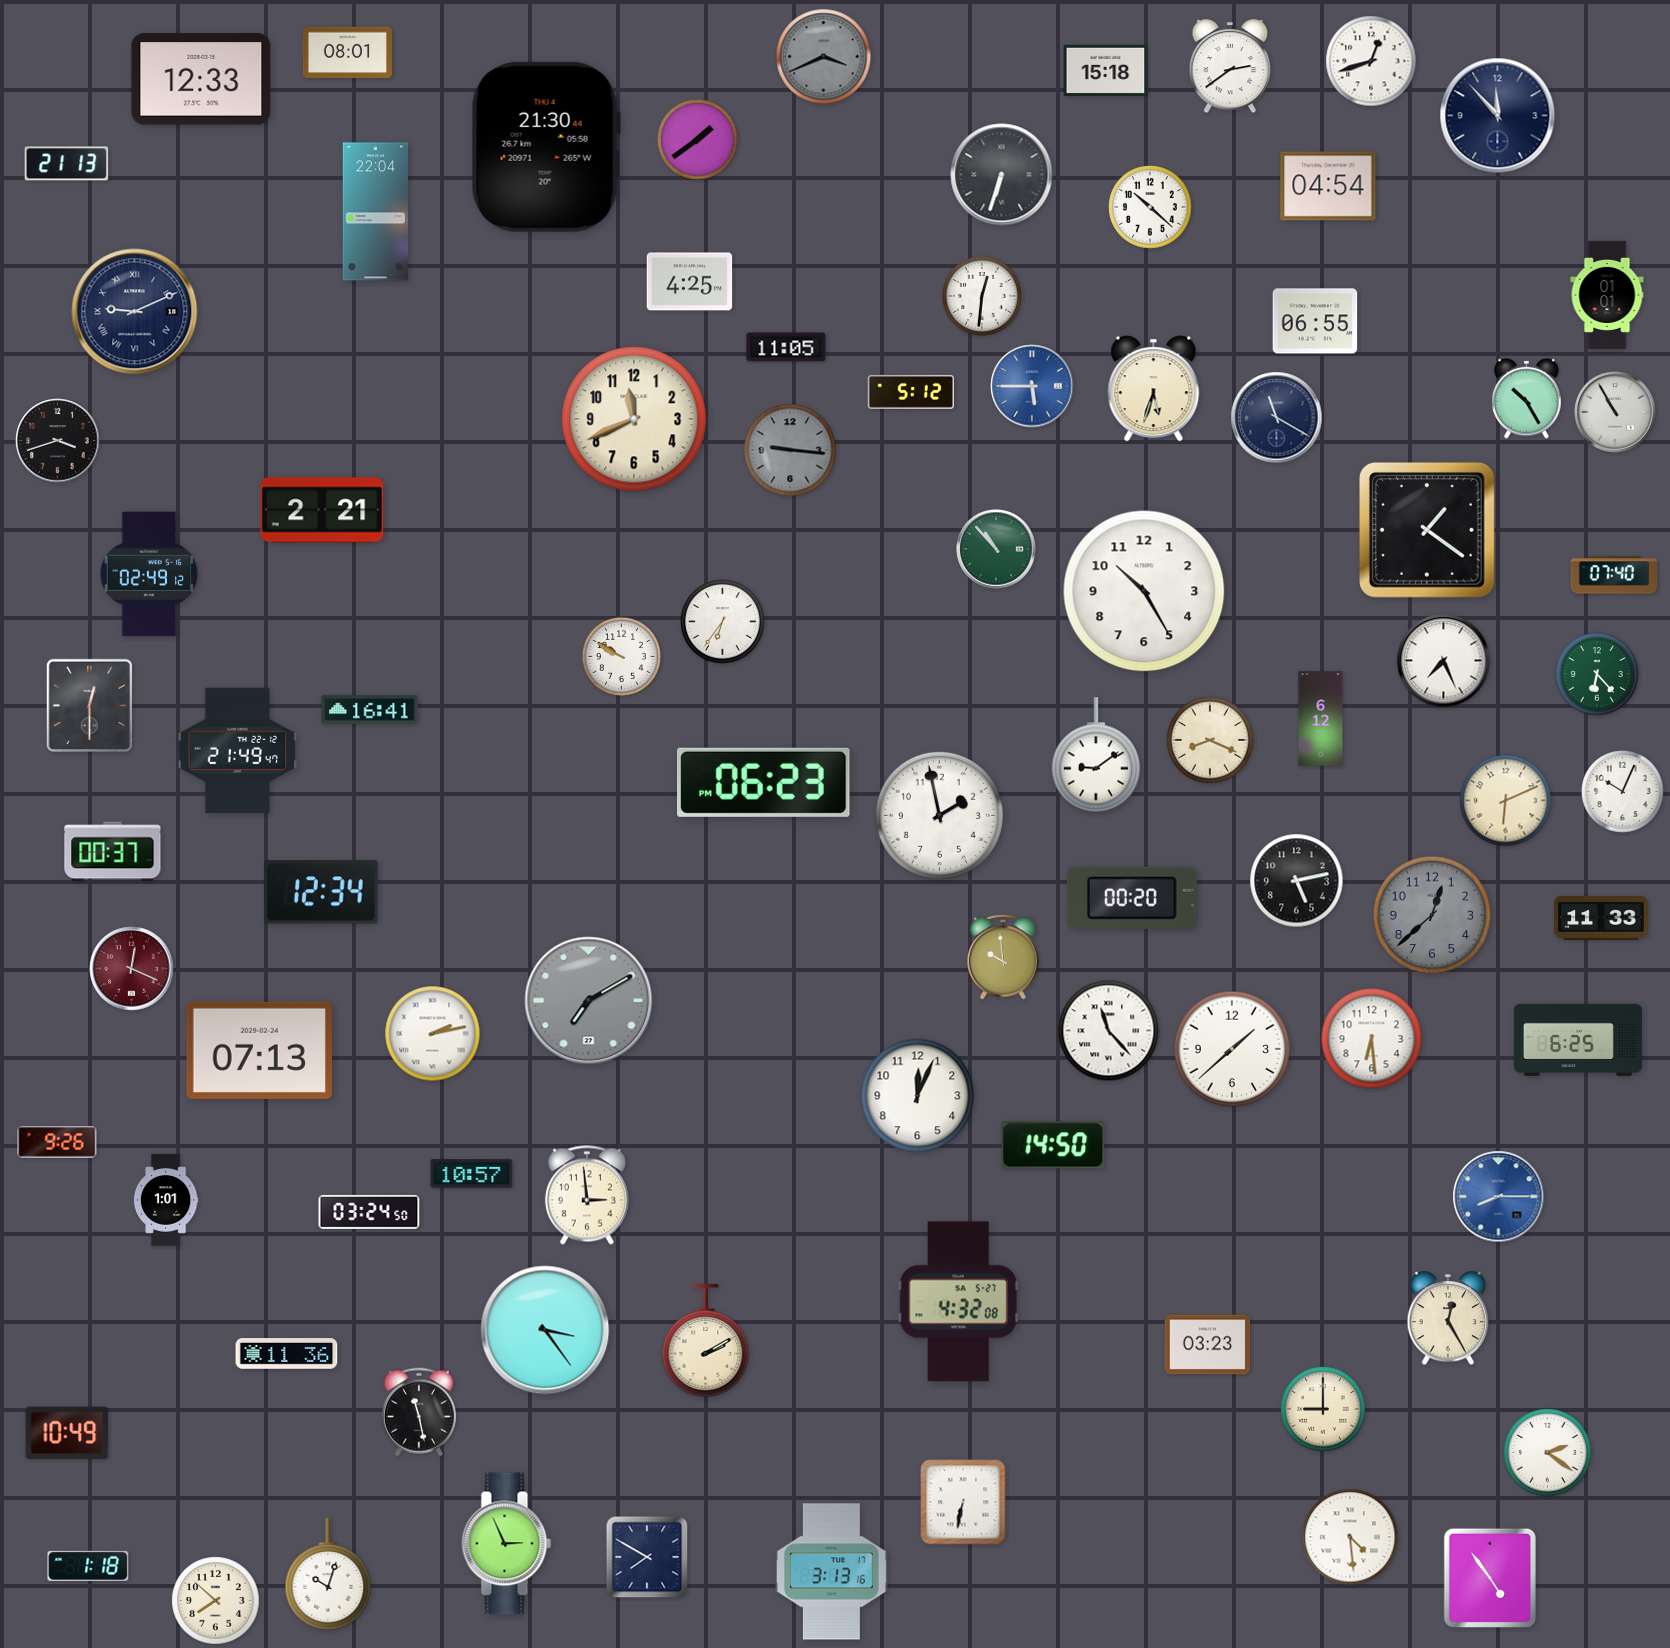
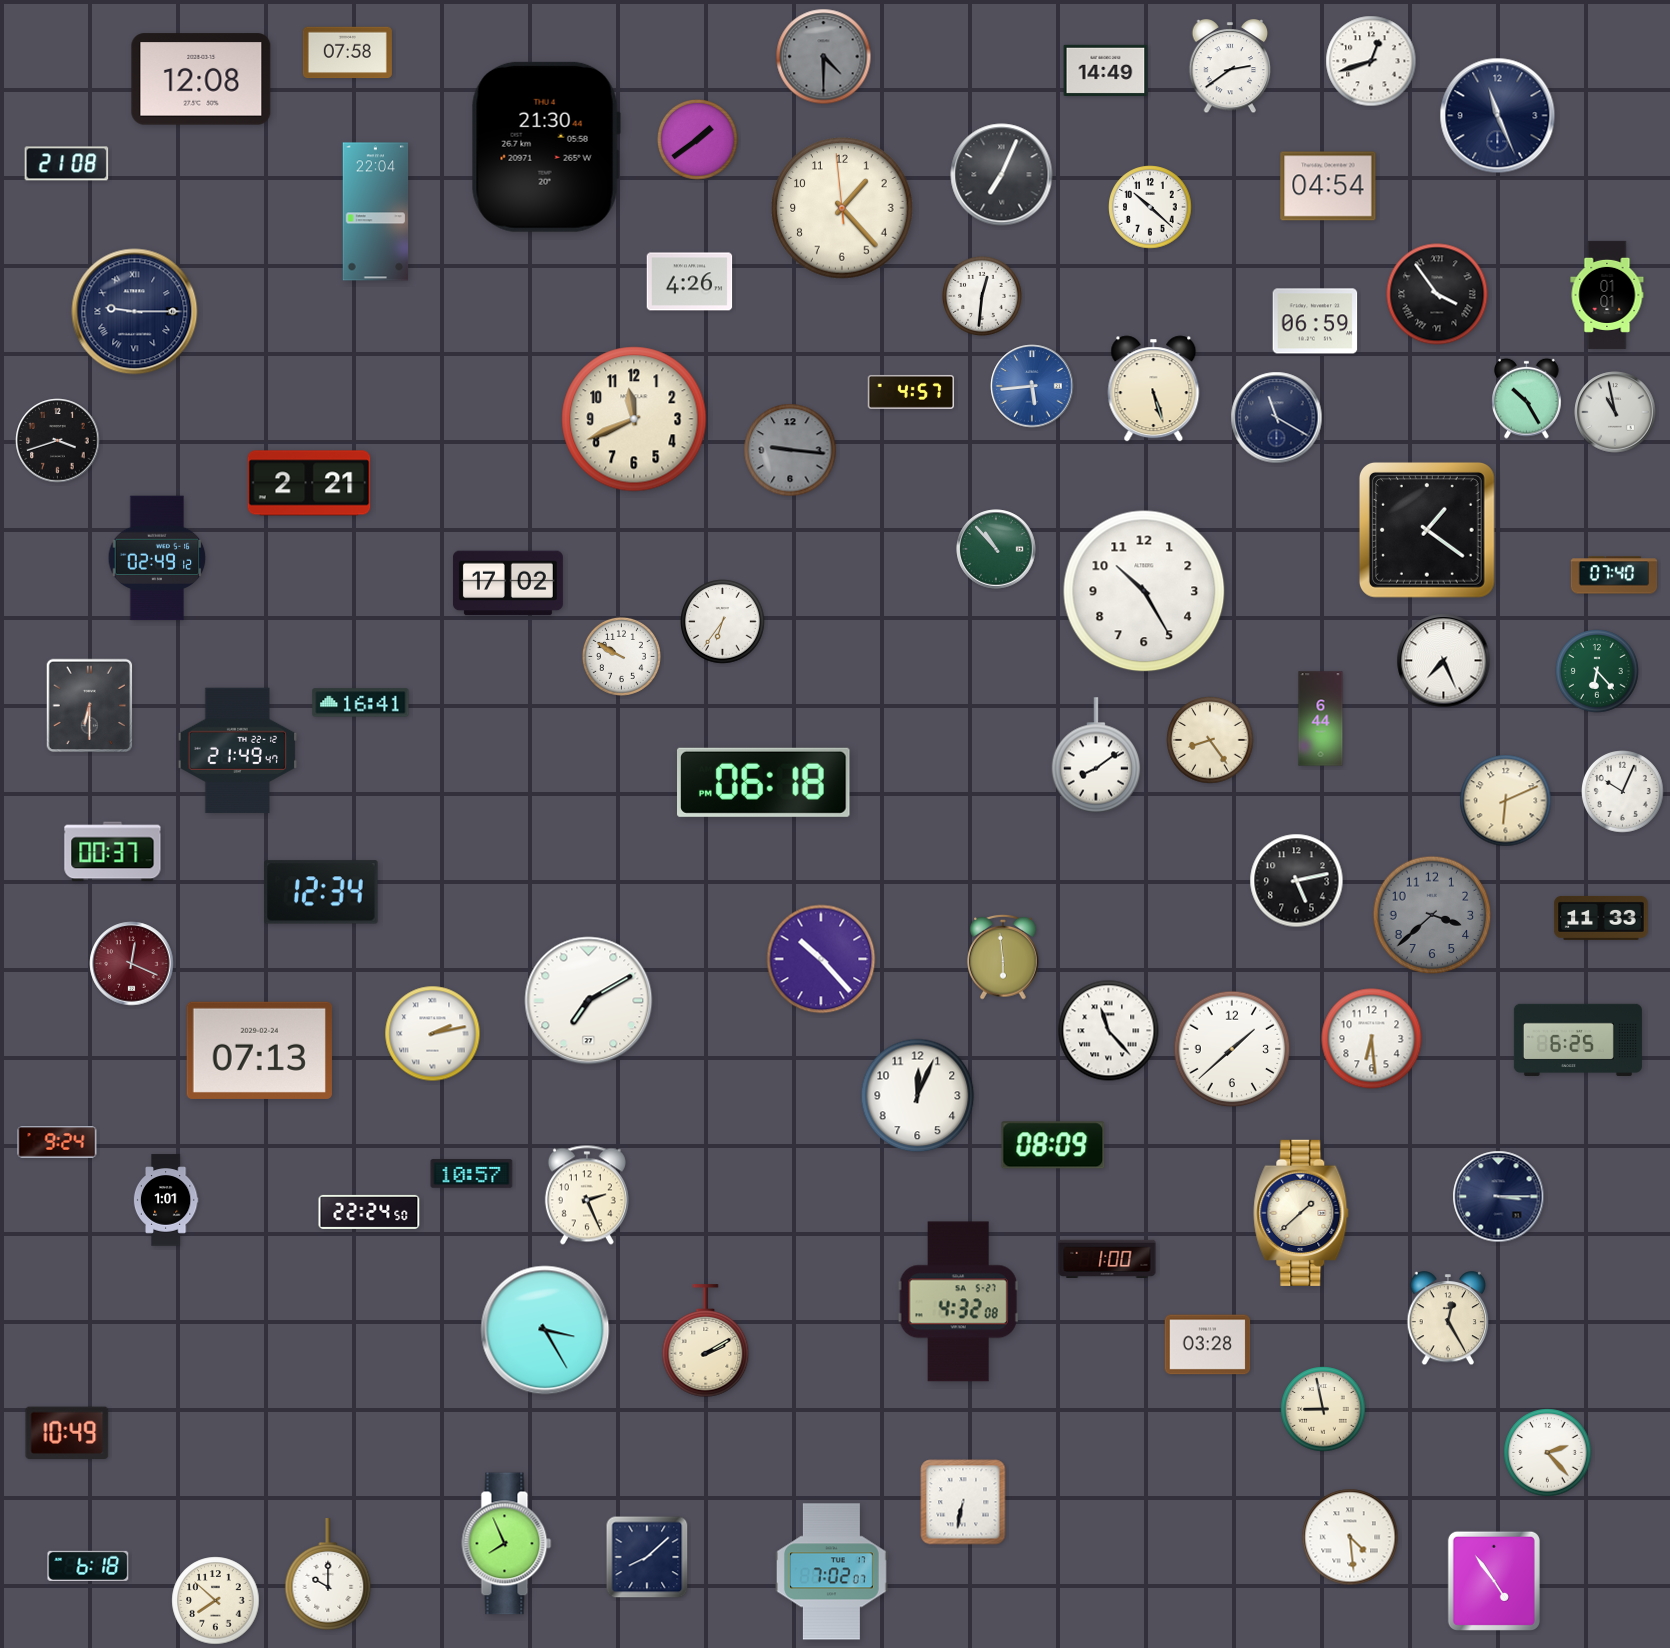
clock at (347, 53): 08:01 -> 07:58
clock at (824, 57): 3:41 -> 4:30
clock at (1106, 70): 15:18 -> 14:49
clock at (201, 79): 12:33 -> 12:08
clock at (1498, 116): 11:53 -> 11:26
clock at (67, 164): 21:13 -> 21:08
clock at (1002, 175): 6:33 -> 7:04
clock at (842, 208): none -> 1:22
clock at (690, 282): 4:25 -> 4:26
clock at (1437, 294): none -> 3:54
clock at (135, 312): 9:11 -> 9:15
clock at (1315, 321): 06:55 -> 06:59
clock at (786, 347): 11:05 -> none
clock at (1032, 386): 5:45 -> 5:44
clock at (1154, 389): 5:33 -> 5:27
clock at (911, 392): 5:12 -> 4:57
clock at (1615, 412): 10:55 -> 10:58
clock at (322, 510) position: (322, 510) -> (309, 483)
clock at (149, 574) position: (149, 574) -> (157, 558)
clock at (508, 583): none -> 17:02
clock at (1597, 674) position: (1597, 674) -> (1597, 671)
clock at (90, 706): 12:30 -> 6:30
clock at (370, 710) position: (370, 710) -> (361, 703)
clock at (1321, 719): 6:12 -> 6:44
clock at (1210, 740): 8:19 -> 8:24
clock at (1096, 755): 9:09 -> 8:09
clock at (764, 782): 06:23 -> 06:18
clock at (939, 815): 1:58 -> none
clock at (1132, 898): 00:20 -> none
clock at (1432, 915): 12:38 -> 3:38
clock at (1003, 957): 9:59 -> 5:59
clock at (821, 959): none -> 10:23
clock at (132, 969) position: (132, 969) -> (132, 964)
clock at (589, 1001) dial: grey -> white
clock at (57, 1142): 9:26 -> 9:24
clock at (1053, 1145): 14:50 -> 08:09
clock at (587, 1195): 2:59 -> 2:26
clock at (1499, 1197): 8:15 -> 3:15
clock at (1499, 1197) dial: blue -> navy
clock at (369, 1212): 03:24 -> 22:24
clock at (1301, 1213): none -> 1:38
clock at (1107, 1258): none -> 1:00
clock at (545, 1330): 3:24 -> 3:25
clock at (1208, 1345): 03:23 -> 03:28
clock at (287, 1354): 11:36 -> none
clock at (1323, 1409): 9:00 -> 8:58
clock at (419, 1412): 11:28 -> none
clock at (1548, 1453): 2:21 -> 2:23
clock at (507, 1544): 2:56 -> 7:56
clock at (647, 1557): 7:50 -> 8:08
clock at (88, 1566): 1:18 -> 6:18
clock at (832, 1572): 3:13 -> 7:02
clock at (328, 1575): 10:03 -> 10:00
clock at (1490, 1578) position: (1490, 1578) -> (1494, 1581)
